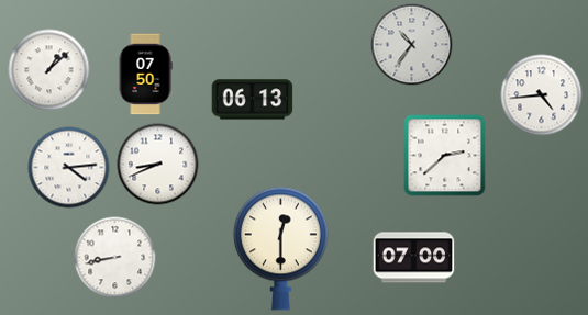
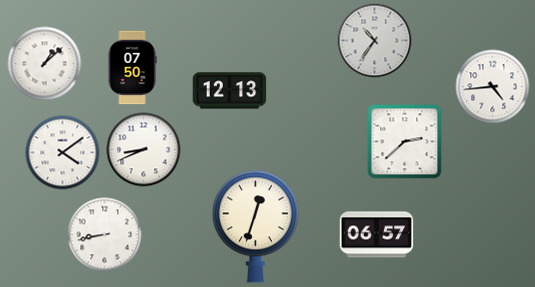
clock at (253, 100): 06:13 -> 12:13
clock at (69, 168): 4:14 -> 4:09
clock at (280, 248): 12:30 -> 12:33
clock at (414, 258): 07:00 -> 06:57
